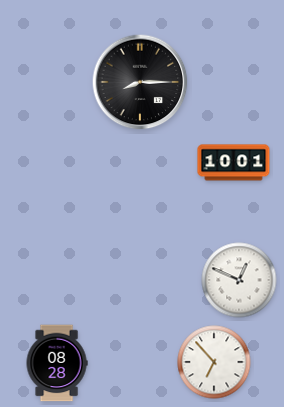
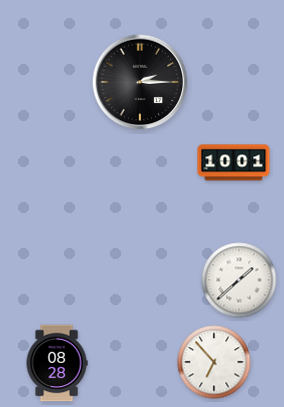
clock at (140, 82): 8:15 -> 2:15
clock at (239, 280): 12:49 -> 1:38
